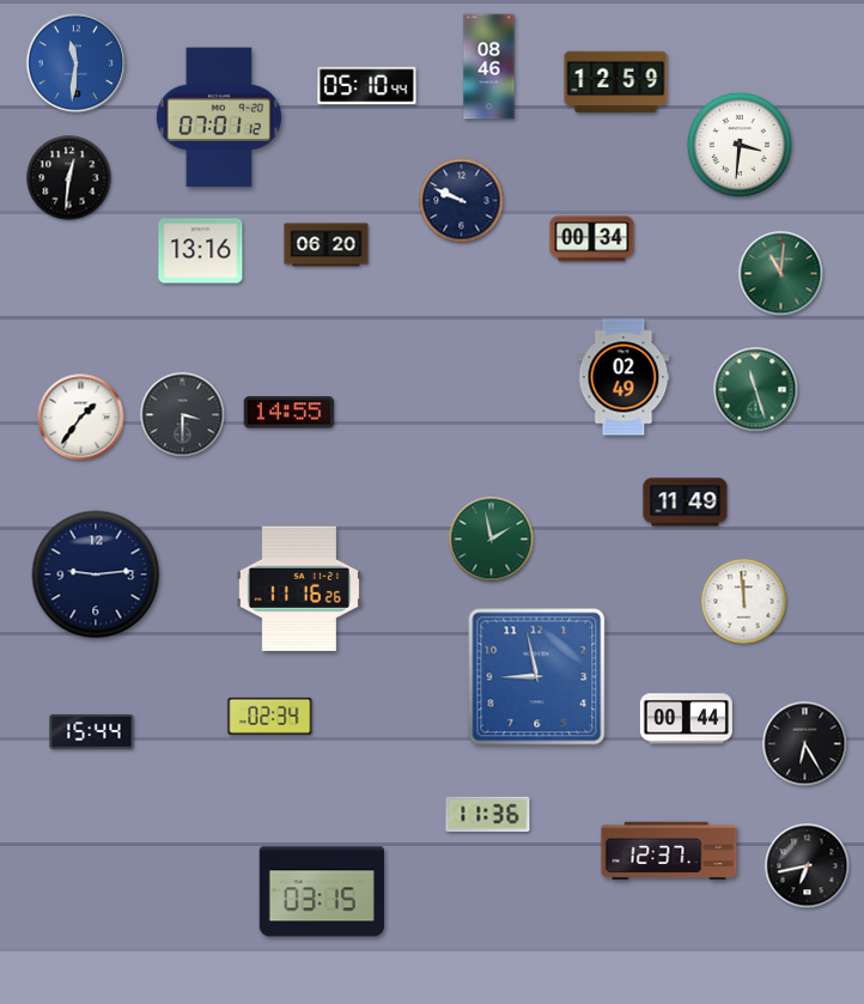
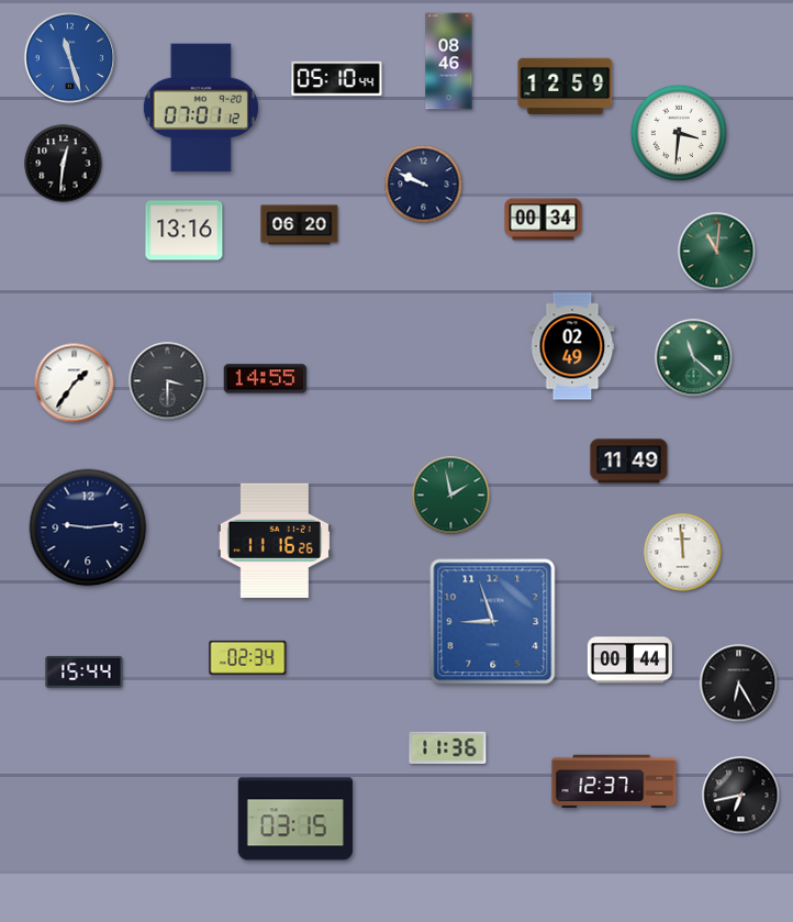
clock at (77, 63): 11:31 -> 11:27
clock at (616, 83) position: (616, 83) -> (566, 87)
clock at (756, 390): 11:27 -> 11:22
clock at (537, 677): 8:58 -> 8:57
